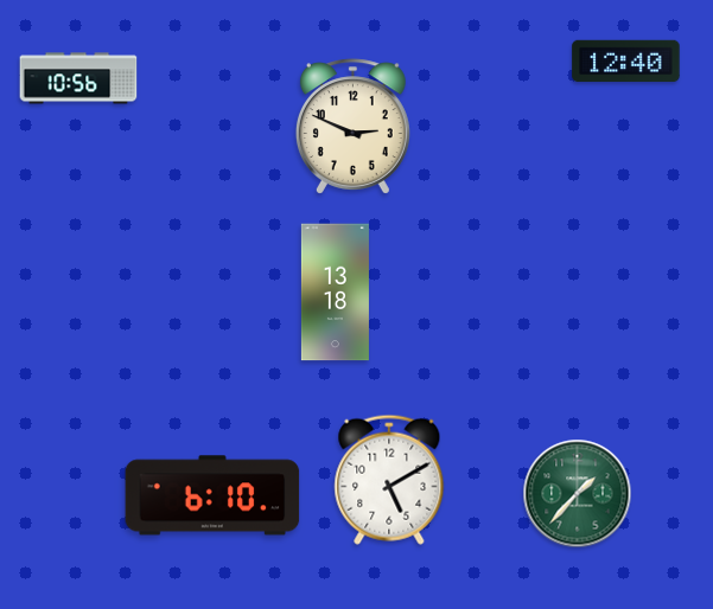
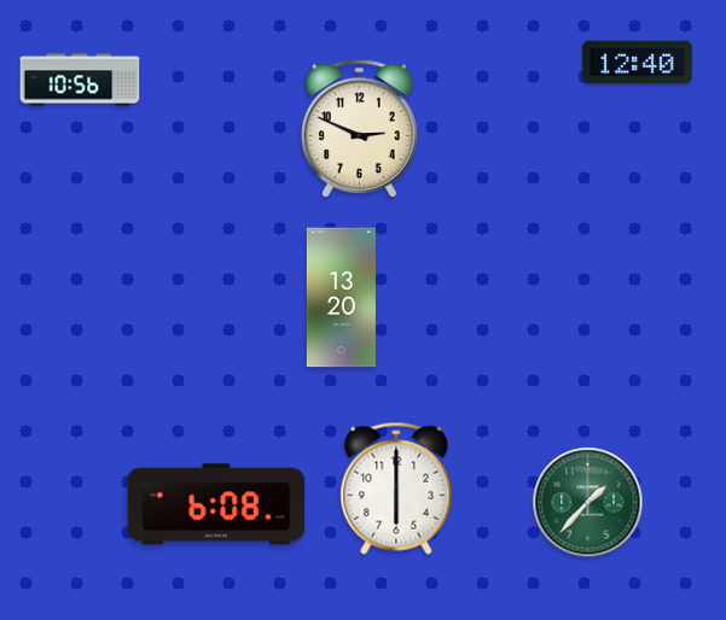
clock at (335, 293): 13:18 -> 13:20
clock at (389, 480): 5:10 -> 6:00
clock at (212, 495): 6:10 -> 6:08
